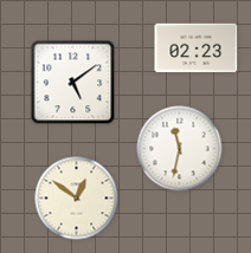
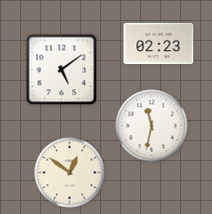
clock at (197, 48) position: (197, 48) -> (159, 44)
clock at (77, 199) position: (77, 199) -> (70, 173)
